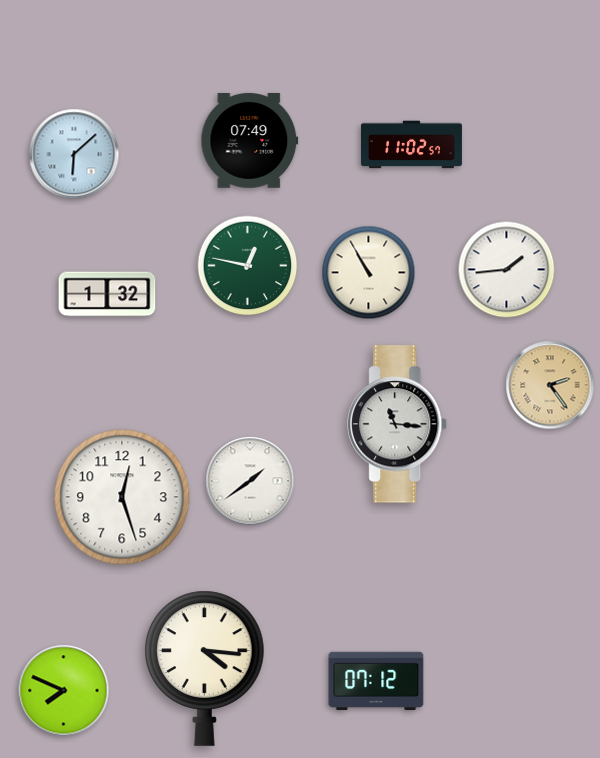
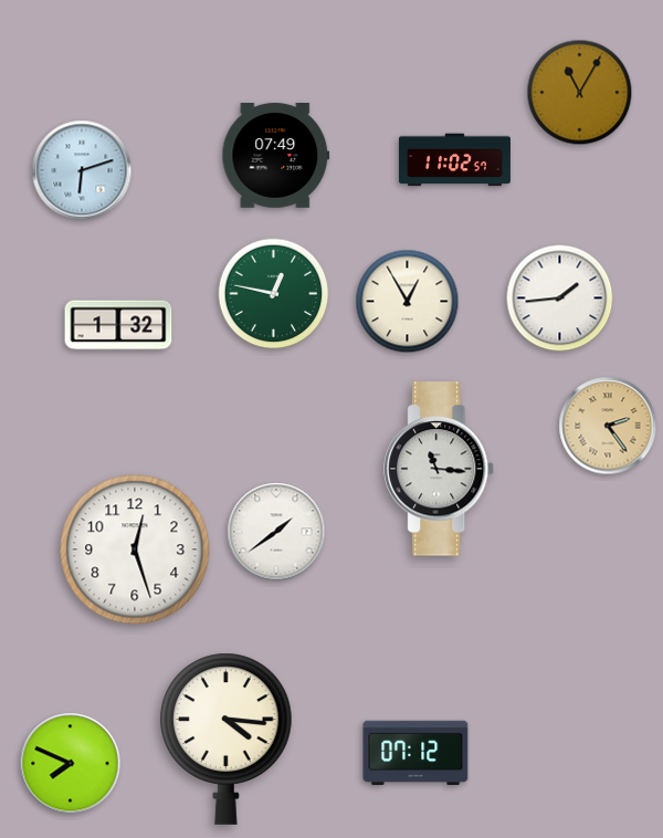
clock at (580, 93): none -> 11:05
clock at (74, 154): 6:08 -> 6:12
clock at (369, 273): 10:55 -> 12:55
